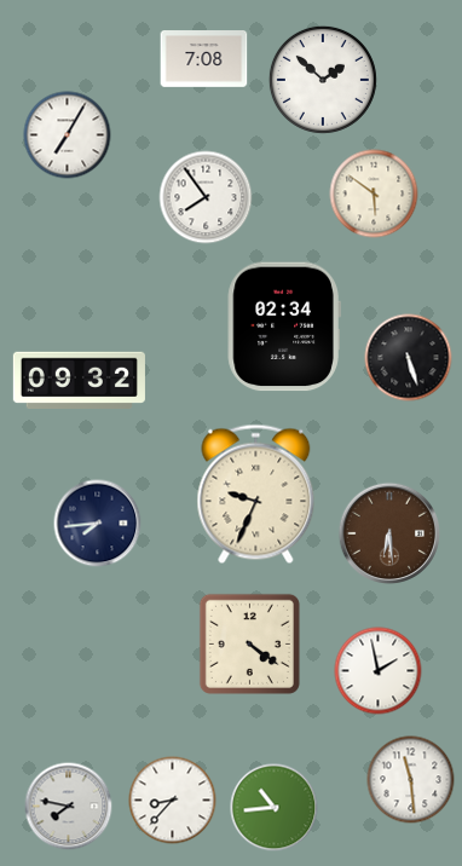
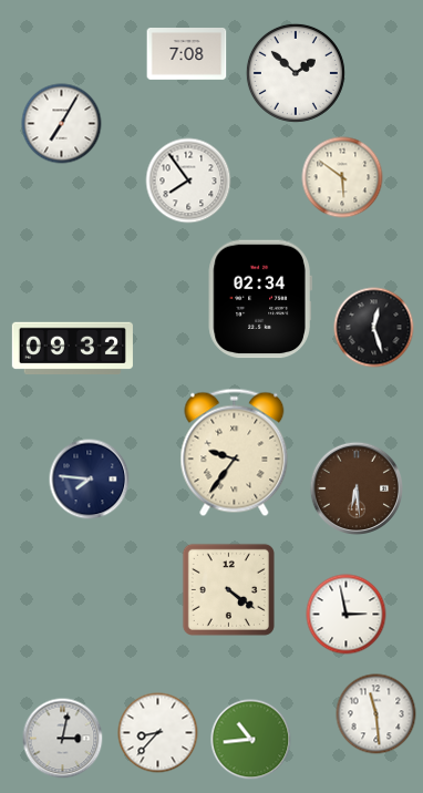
clock at (409, 358): 5:27 -> 12:27
clock at (256, 495): 9:34 -> 9:36
clock at (98, 524): 7:44 -> 7:46
clock at (379, 671): 1:58 -> 2:58
clock at (69, 807): 7:47 -> 3:02
